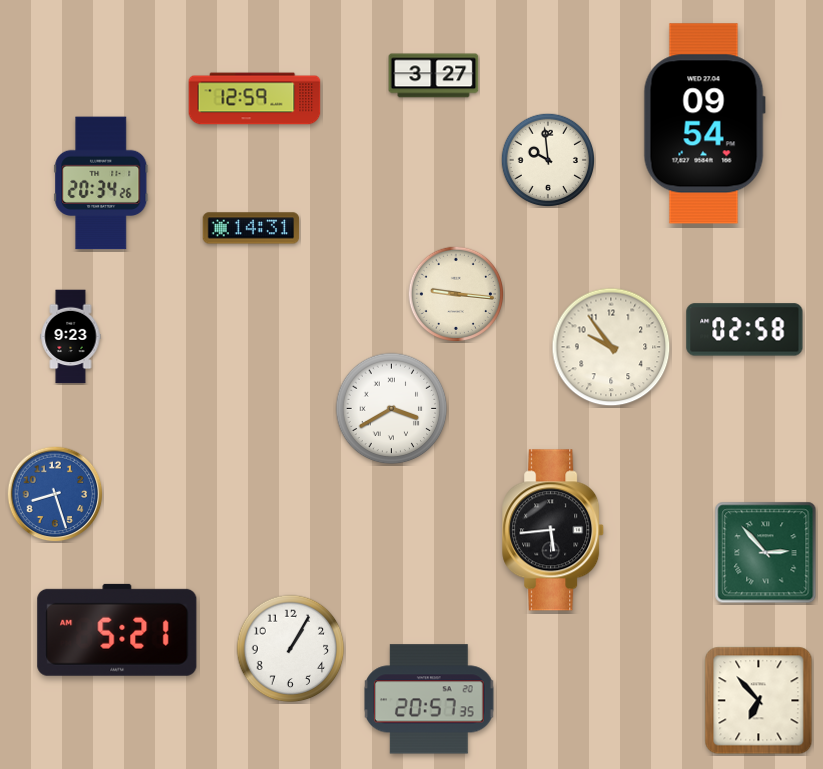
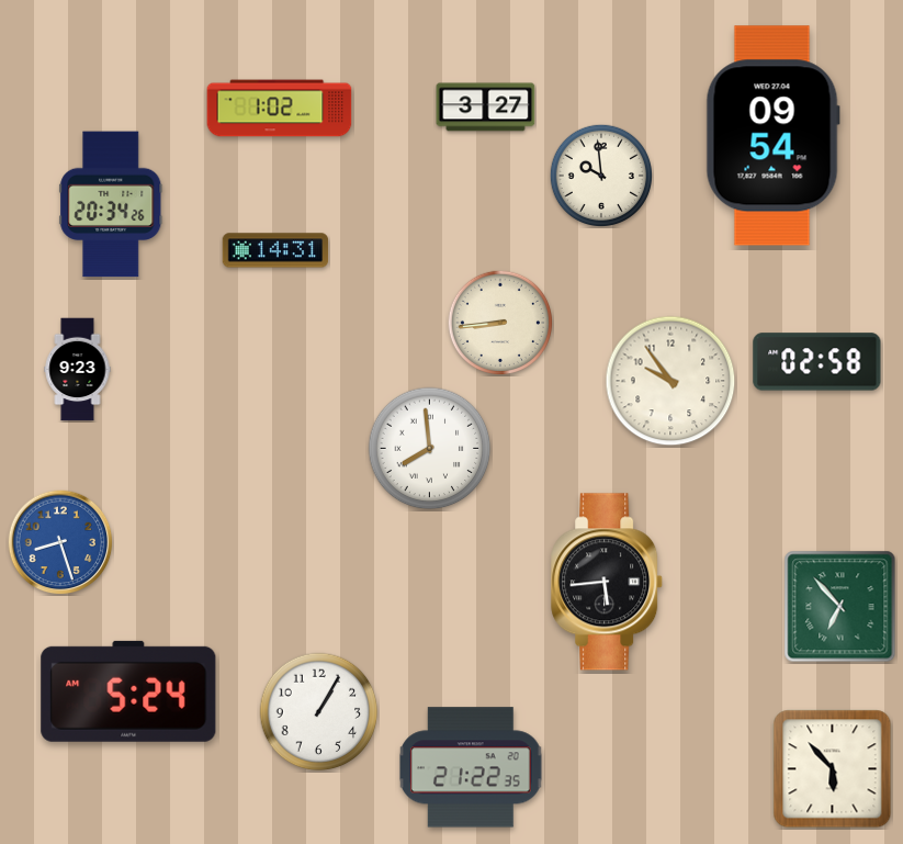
clock at (434, 76) position: (434, 76) -> (486, 108)
clock at (255, 99): 12:59 -> 1:02
clock at (101, 183) position: (101, 183) -> (111, 204)
clock at (455, 293): 9:16 -> 8:44
clock at (392, 409): 3:40 -> 7:59
clock at (766, 553): 2:53 -> 6:53
clock at (117, 630): 5:21 -> 5:24
clock at (429, 699): 20:57 -> 21:22
clock at (759, 701): 6:53 -> 5:53
